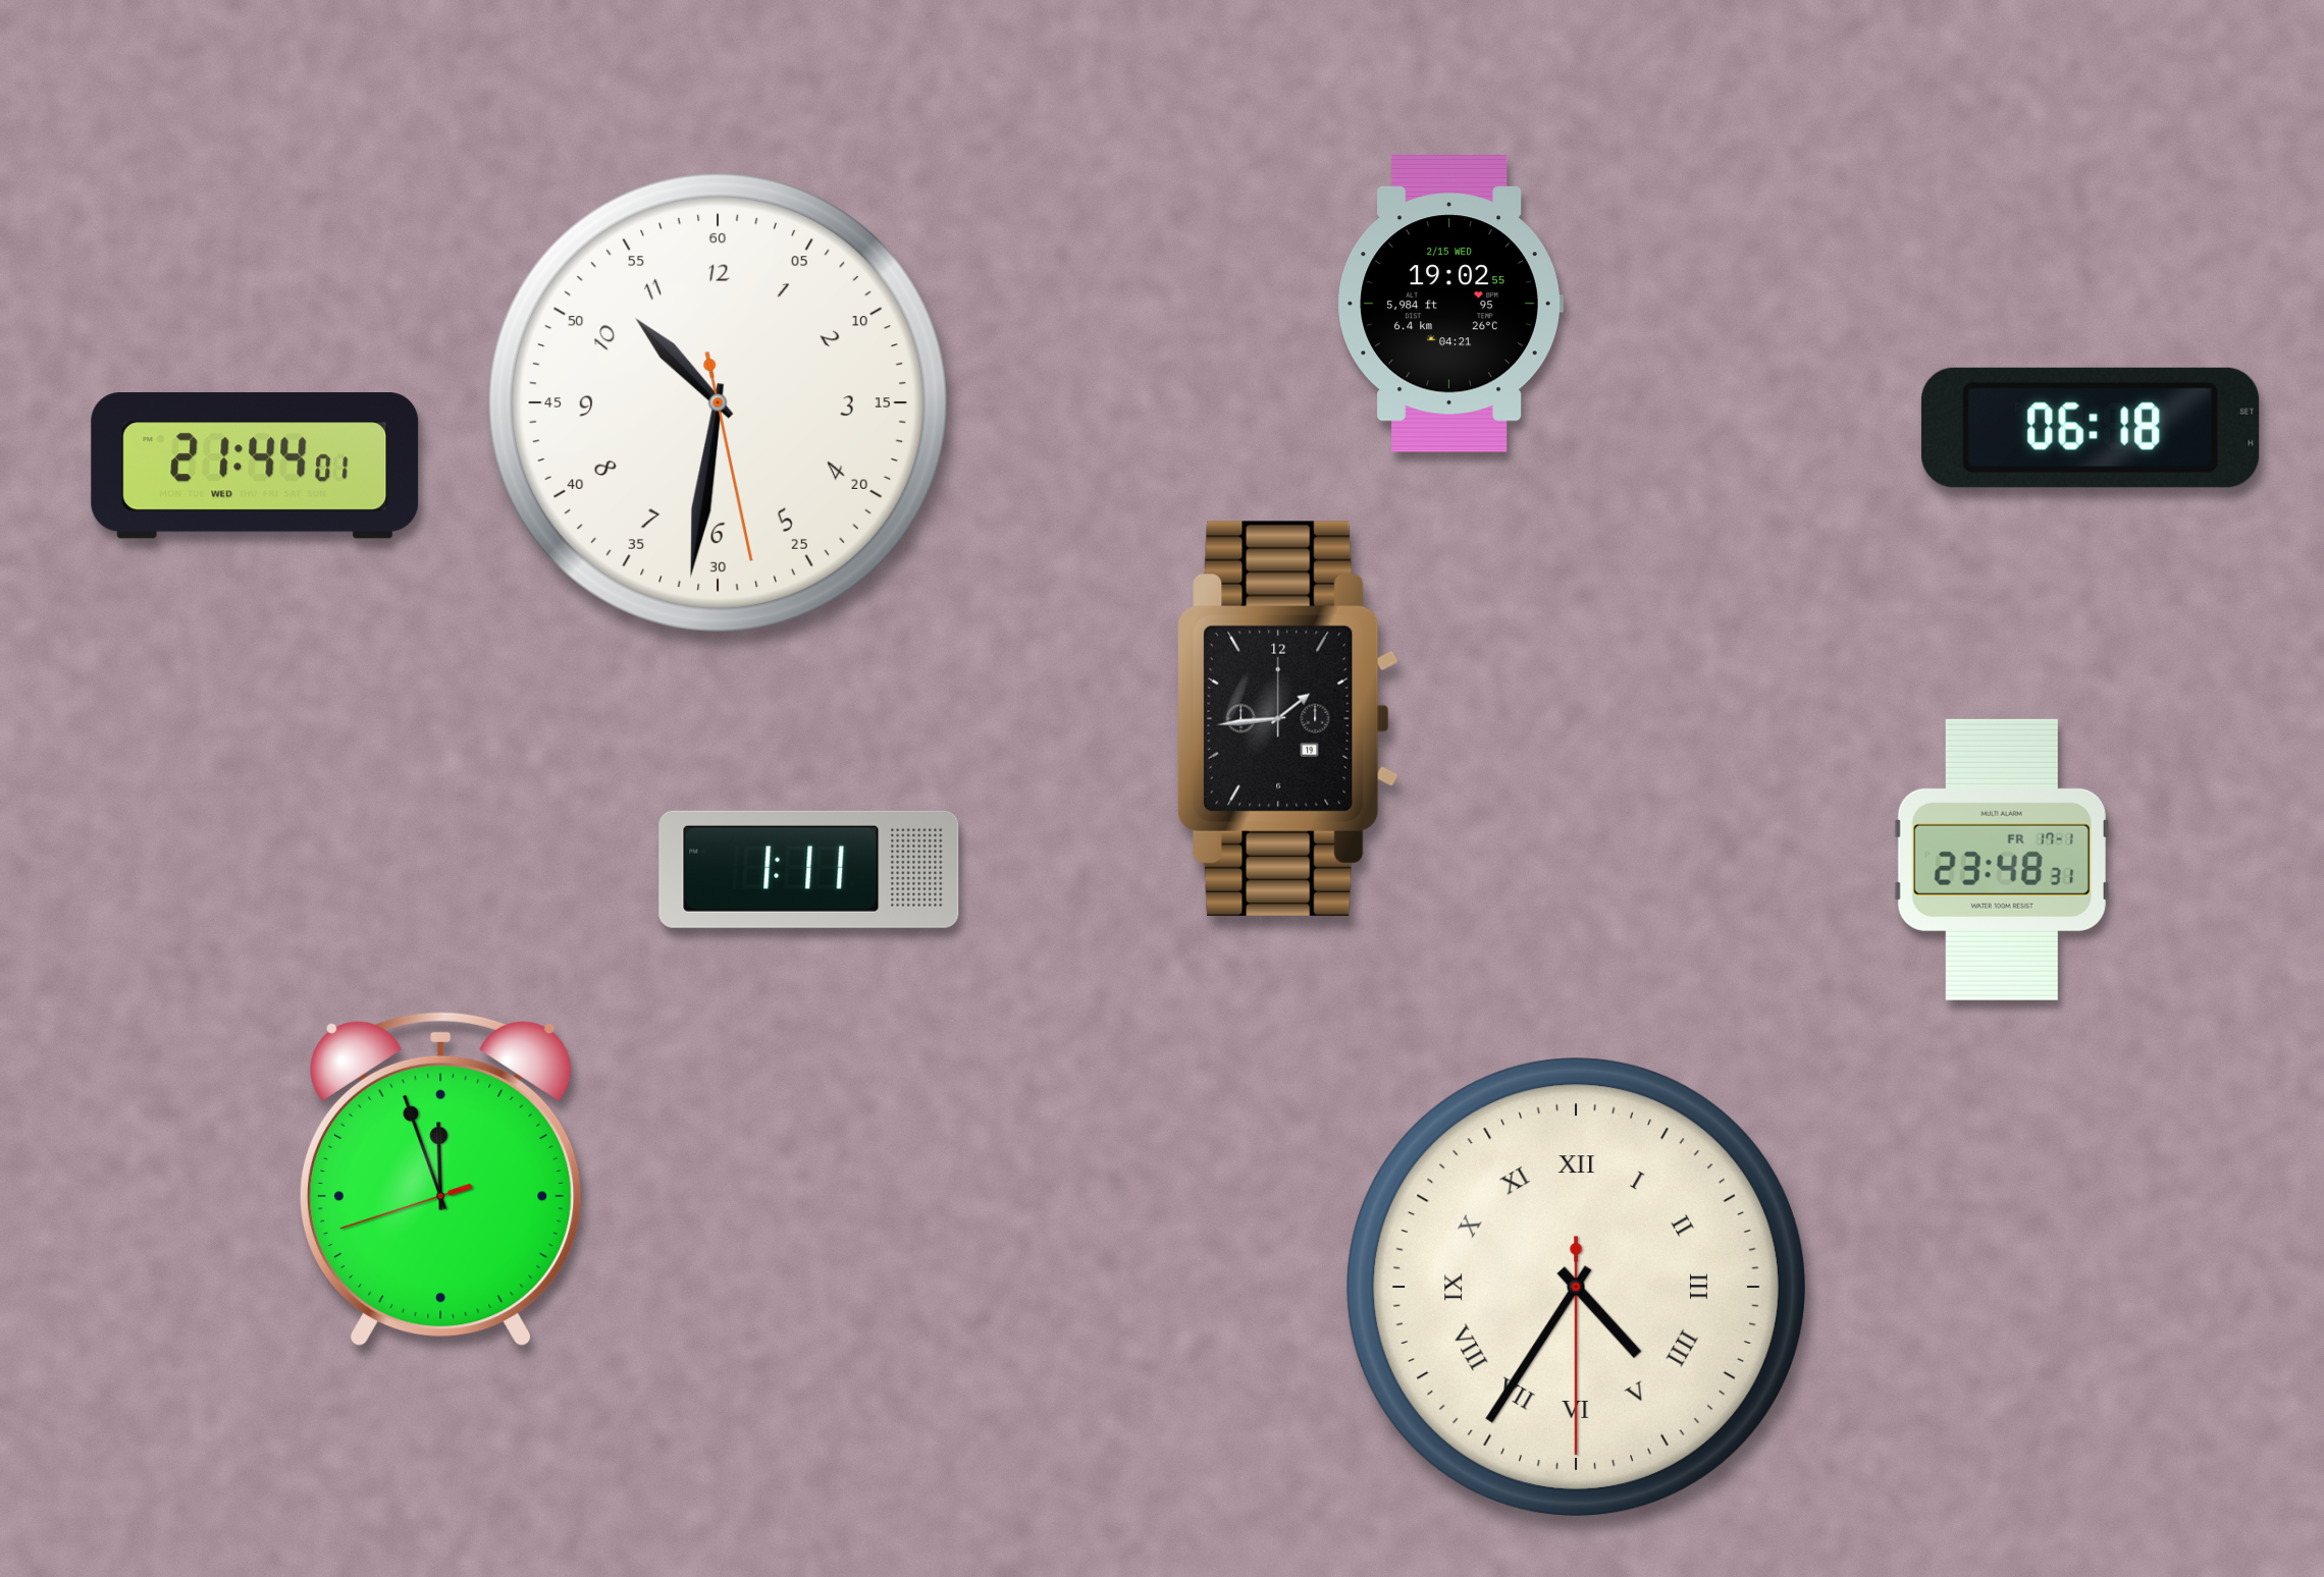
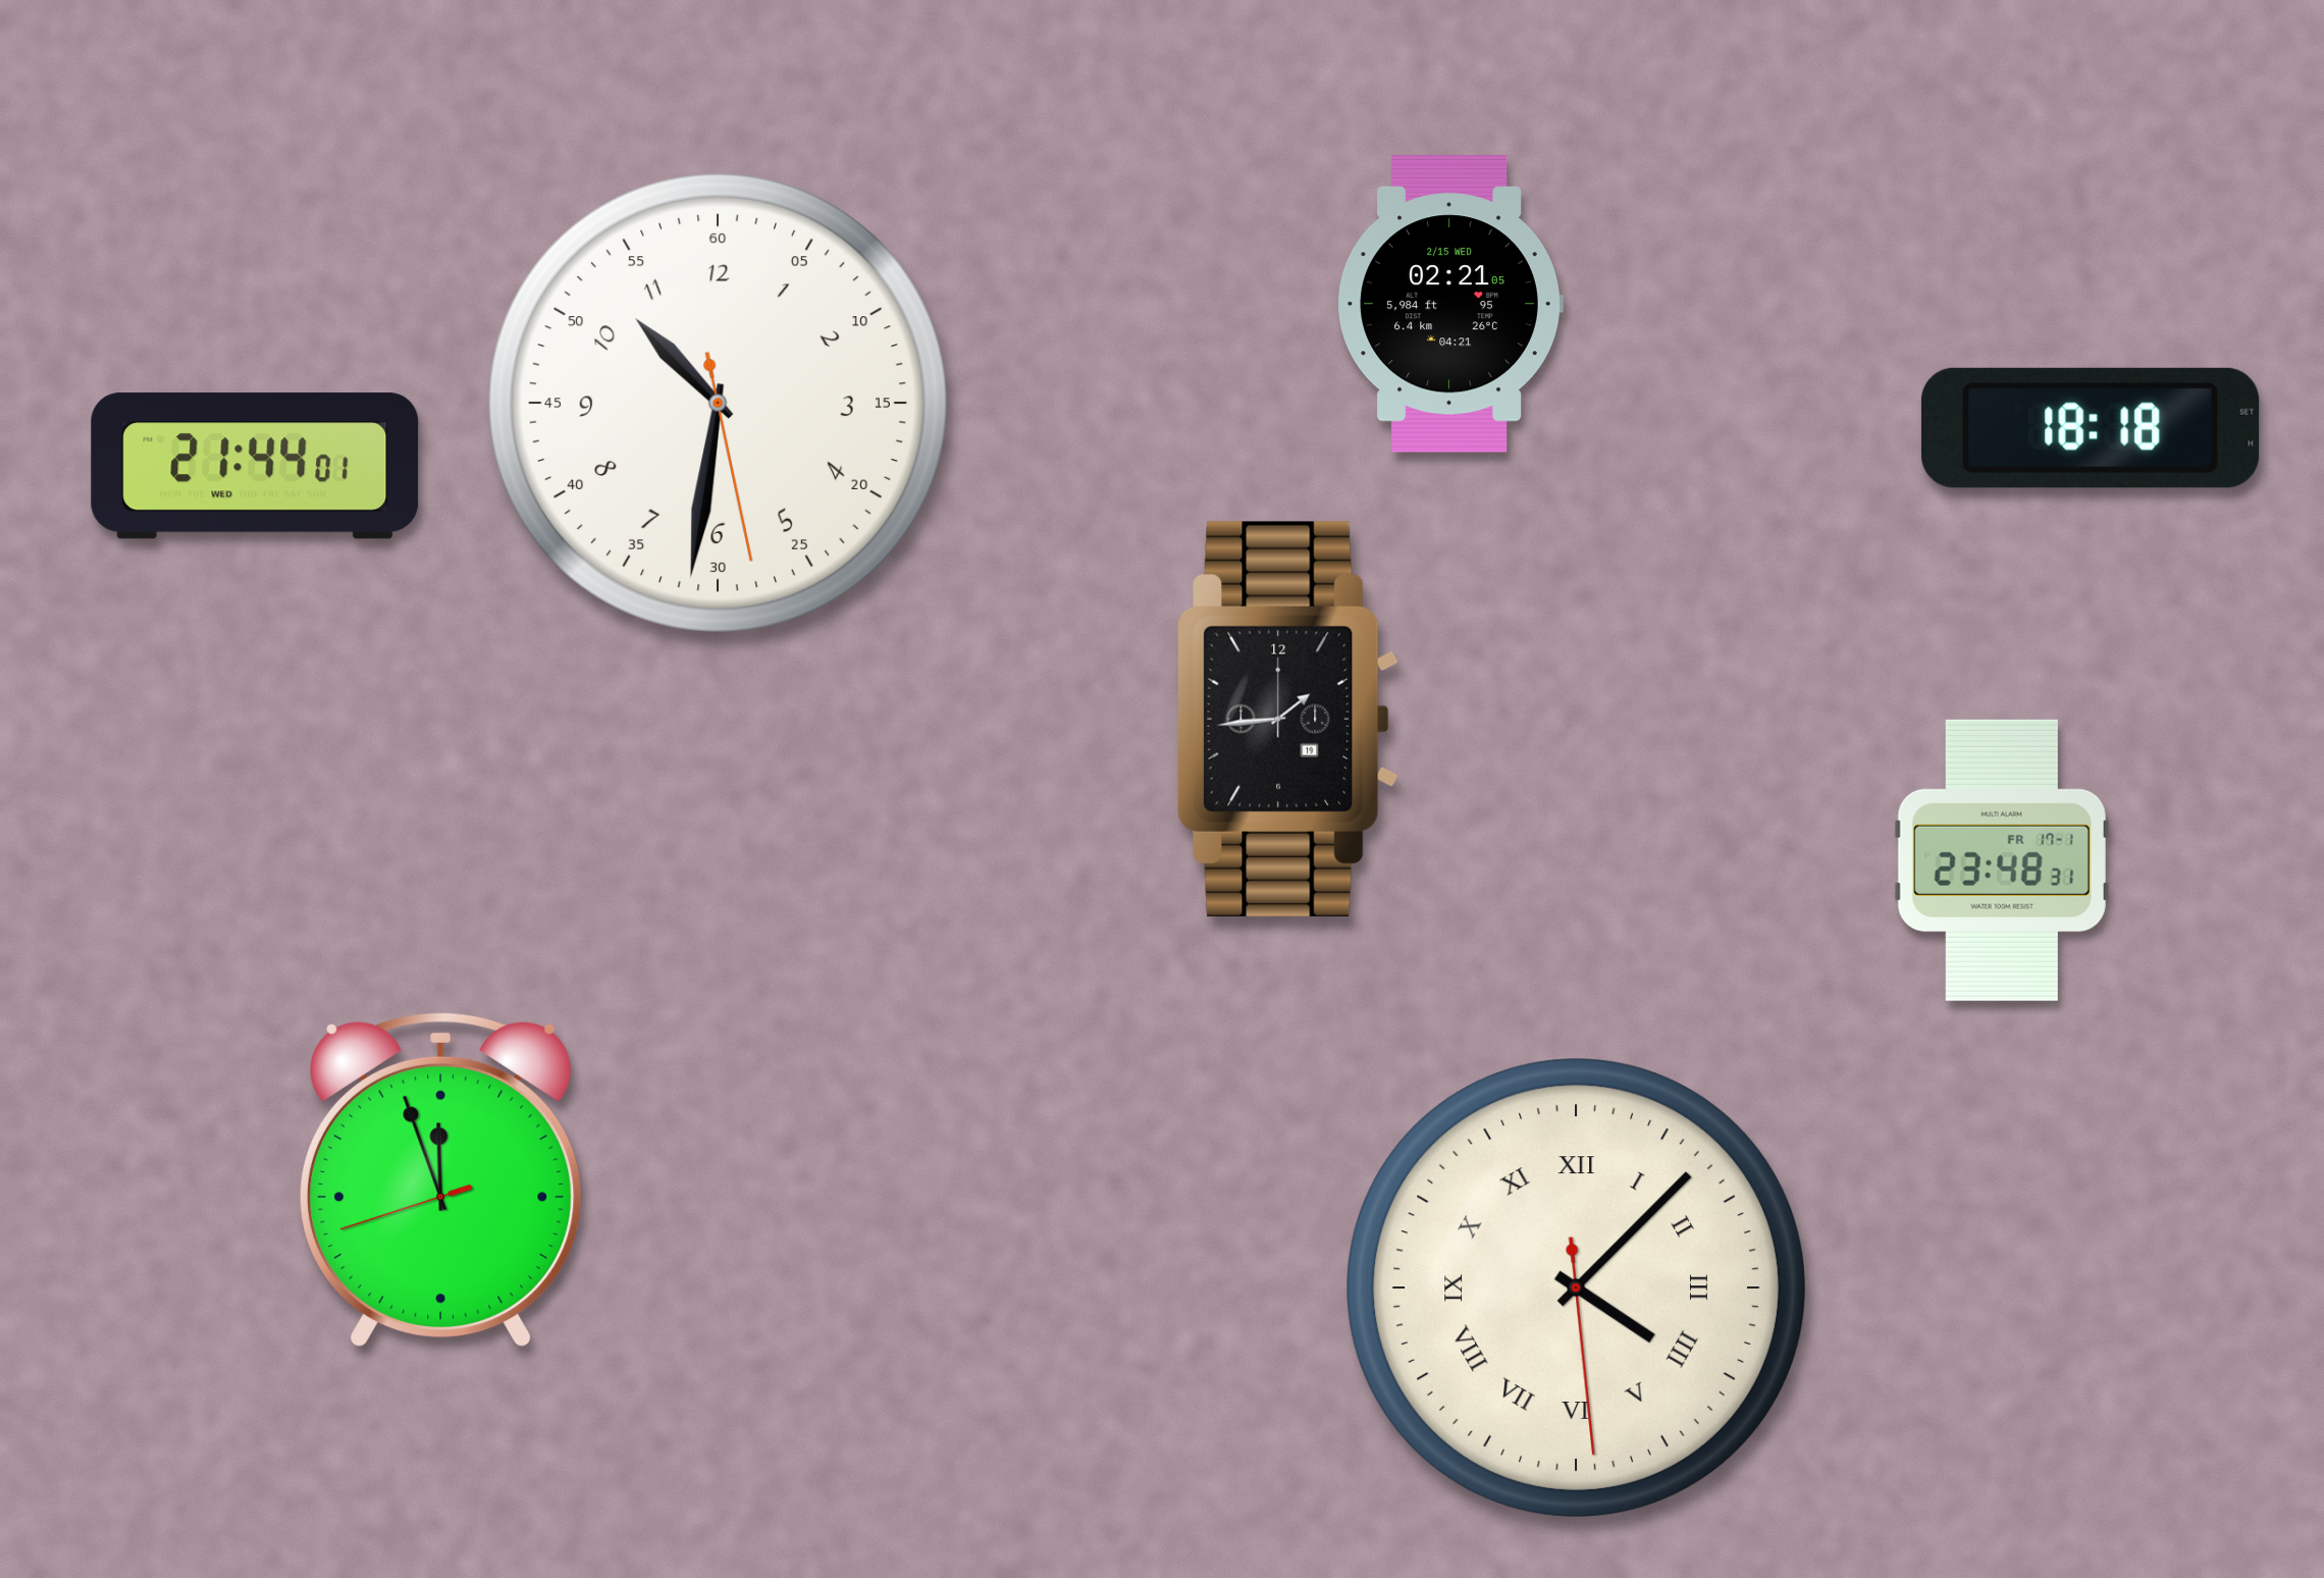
clock at (1450, 304): 19:02 -> 02:21
clock at (2091, 428): 06:18 -> 18:18
clock at (809, 869): 1:11 -> none
clock at (1576, 1287): 4:35 -> 4:07
